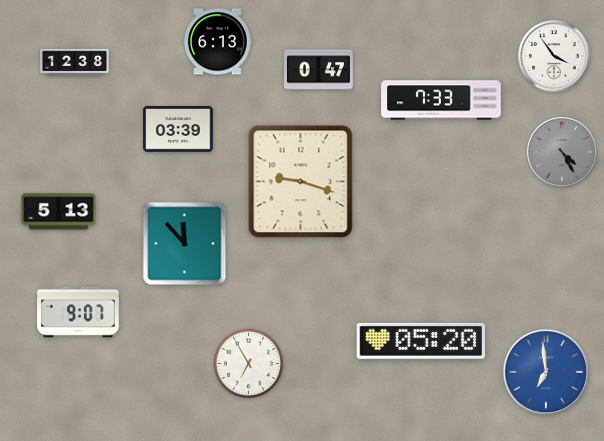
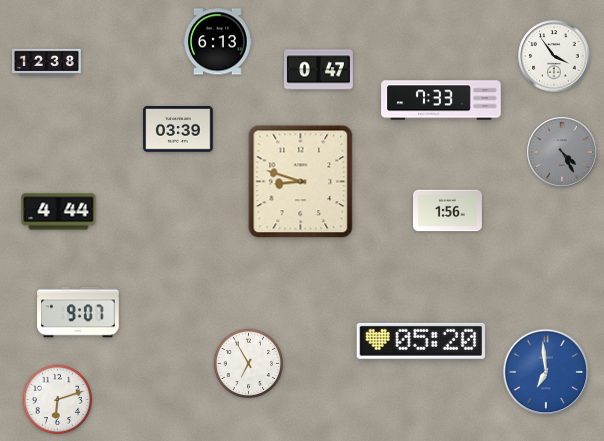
clock at (75, 62) position: (75, 62) -> (47, 62)
clock at (301, 182): 9:18 -> 8:48
clock at (448, 211): none -> 1:56
clock at (59, 212): 5:13 -> 4:44
clock at (185, 244): 11:53 -> none
clock at (57, 399): none -> 6:12
